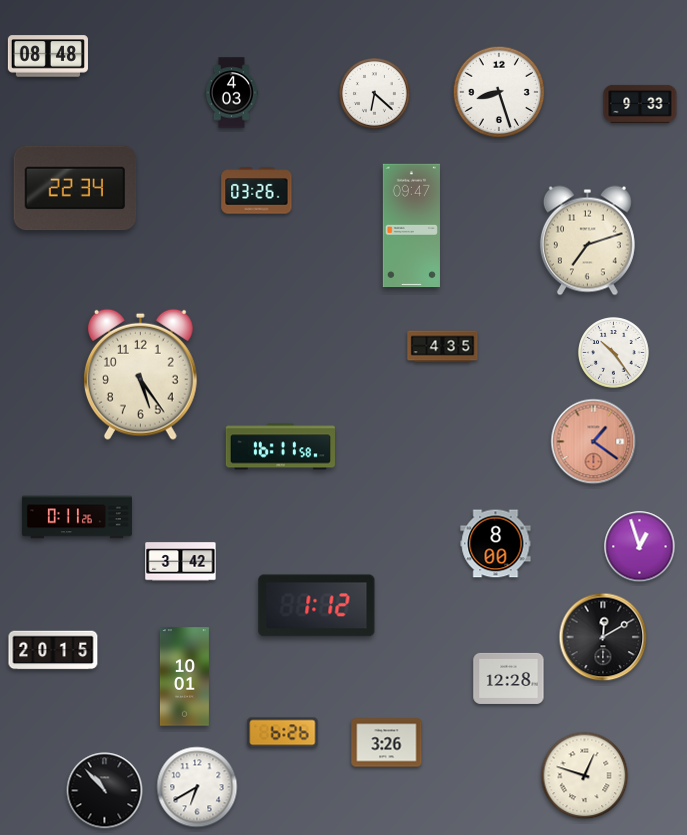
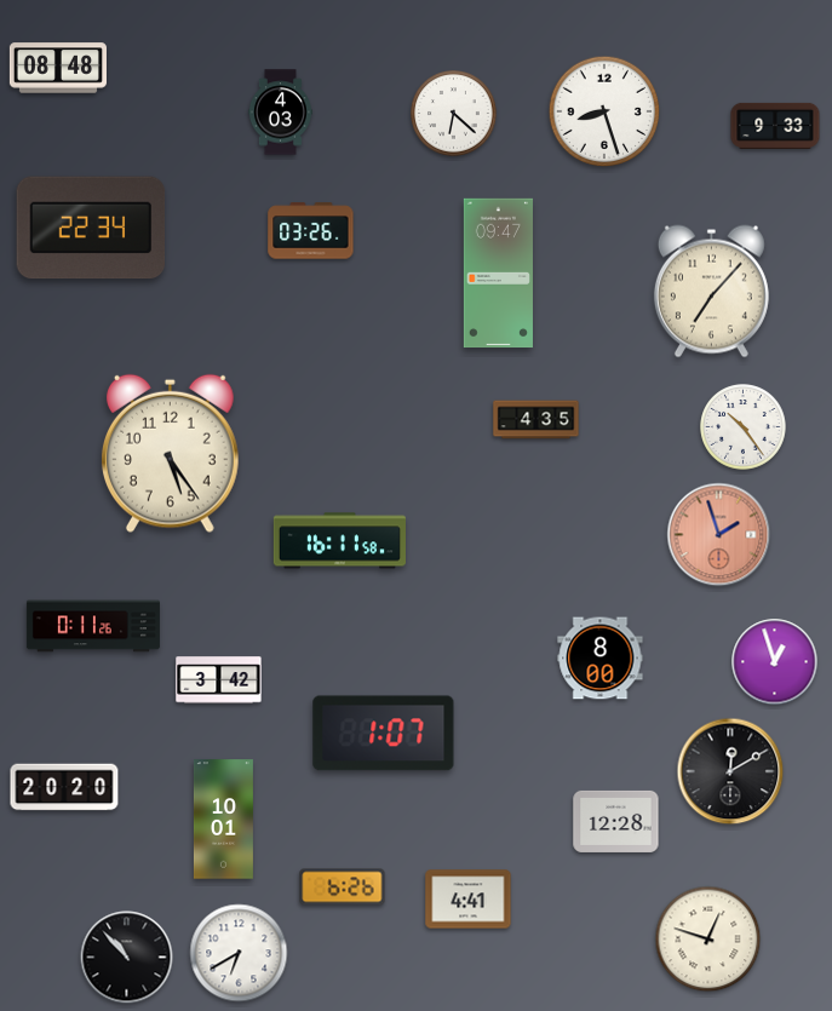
clock at (587, 241): 7:12 -> 7:07
clock at (594, 442): 1:21 -> 1:57
clock at (317, 606): 1:12 -> 1:07
clock at (53, 650): 20:15 -> 20:20
clock at (387, 743): 3:26 -> 4:41
